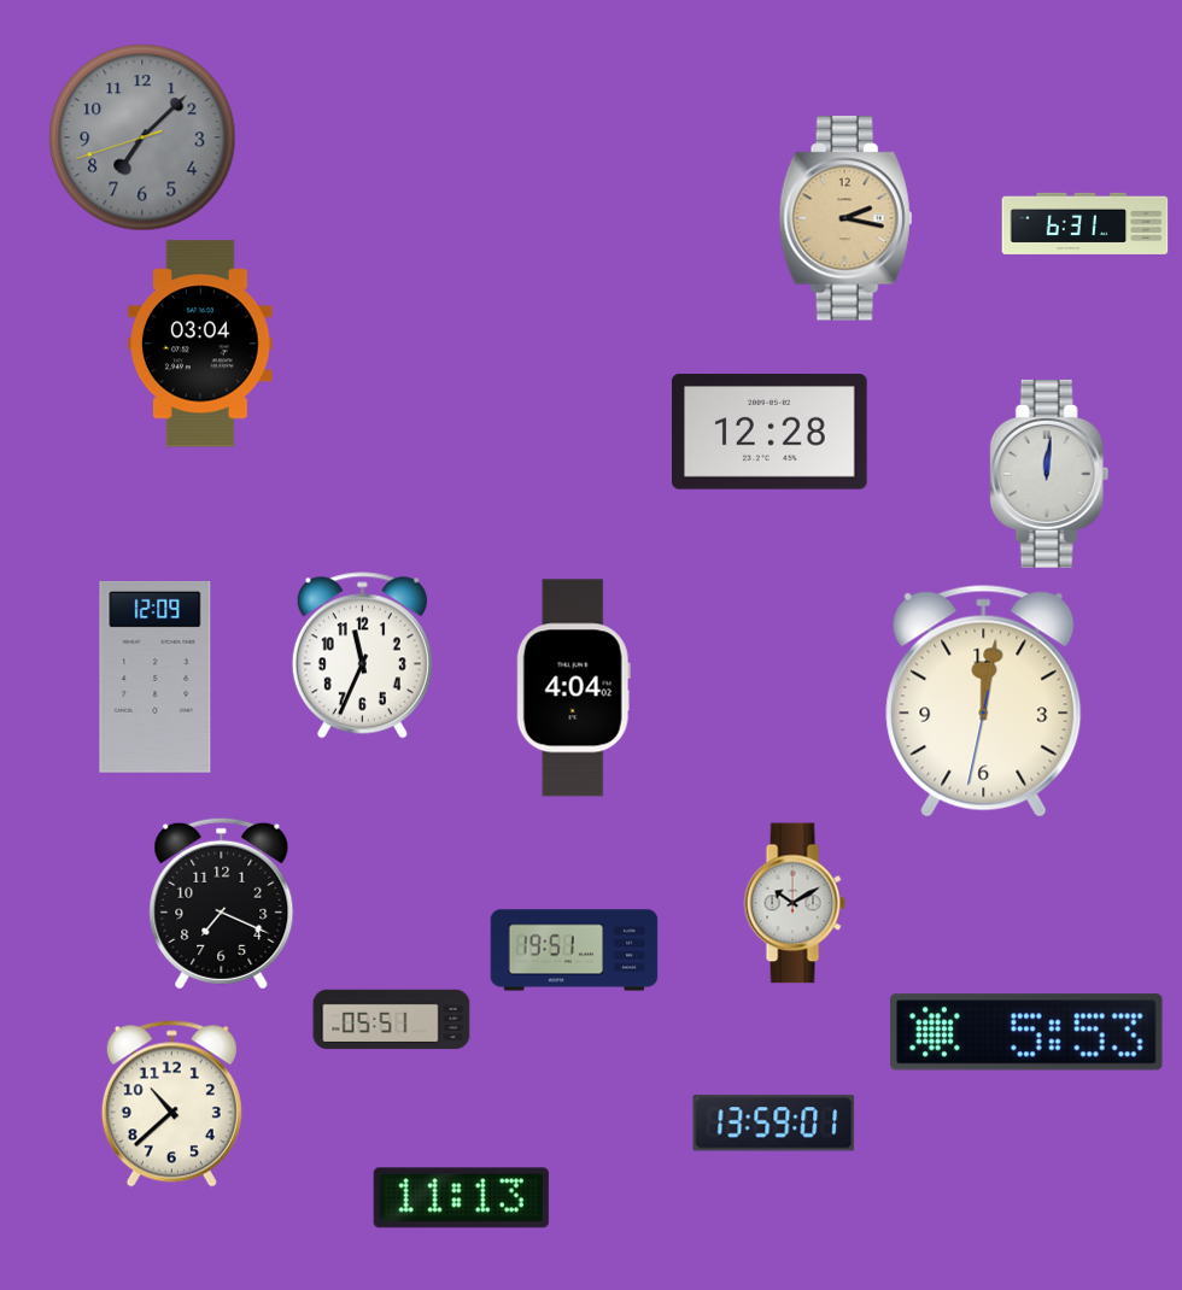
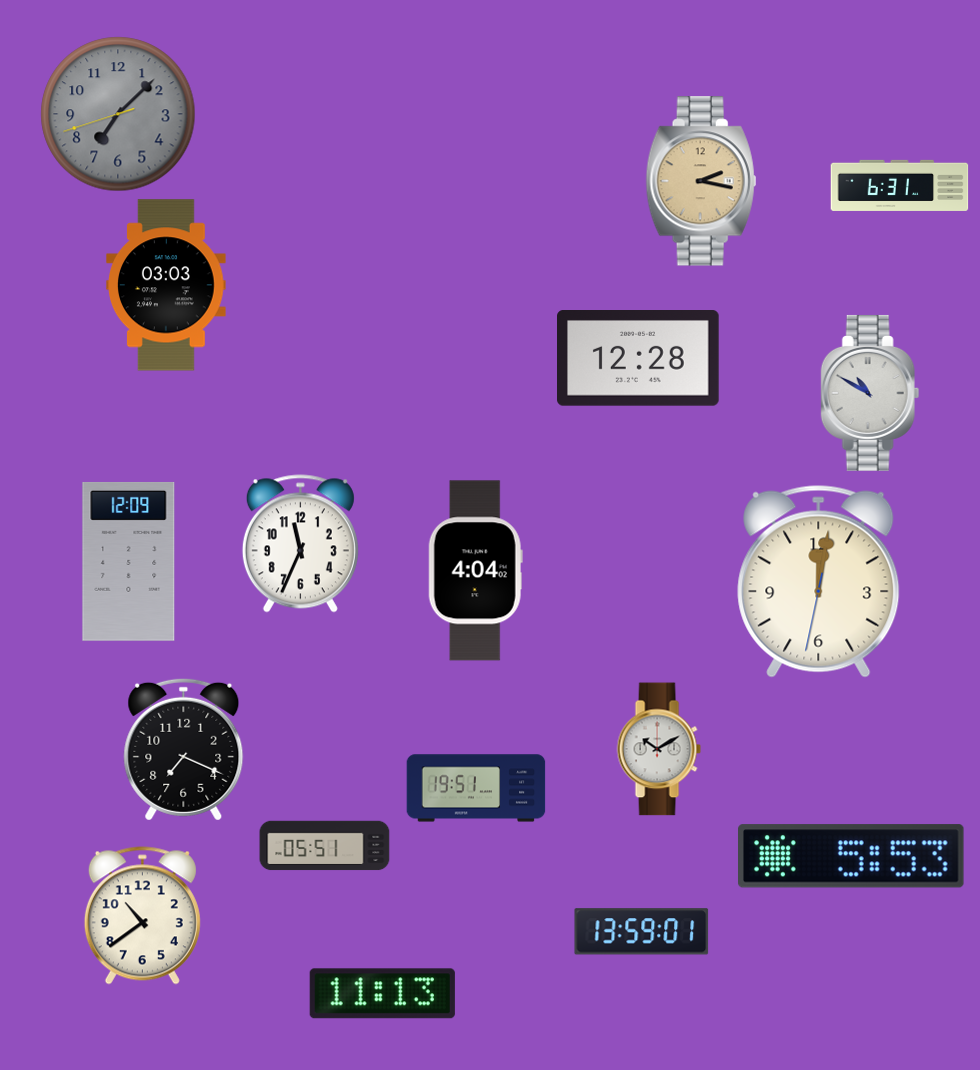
clock at (201, 344): 03:04 -> 03:03
clock at (1049, 474): 12:01 -> 10:50
clock at (984, 700) position: (984, 700) -> (819, 581)
clock at (171, 1104): 10:38 -> 10:39
